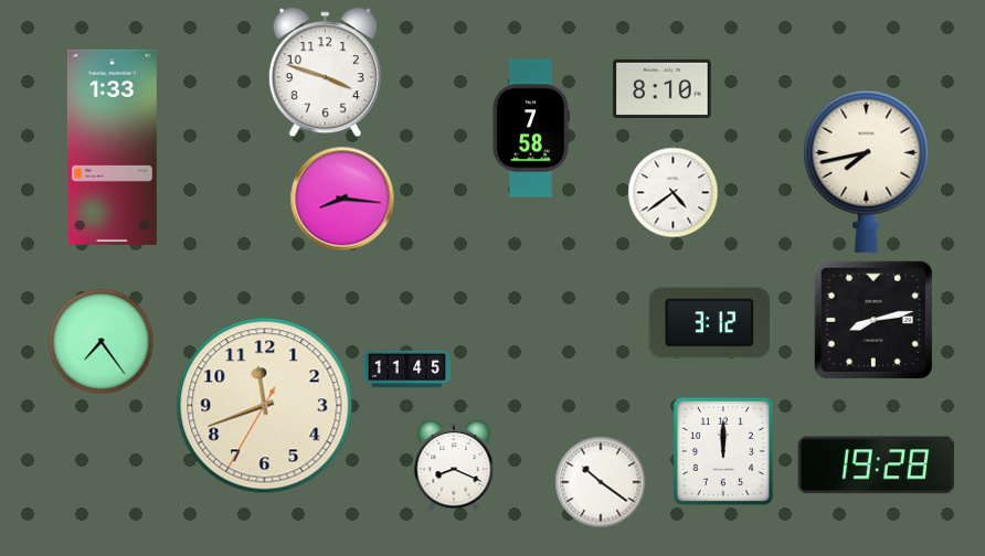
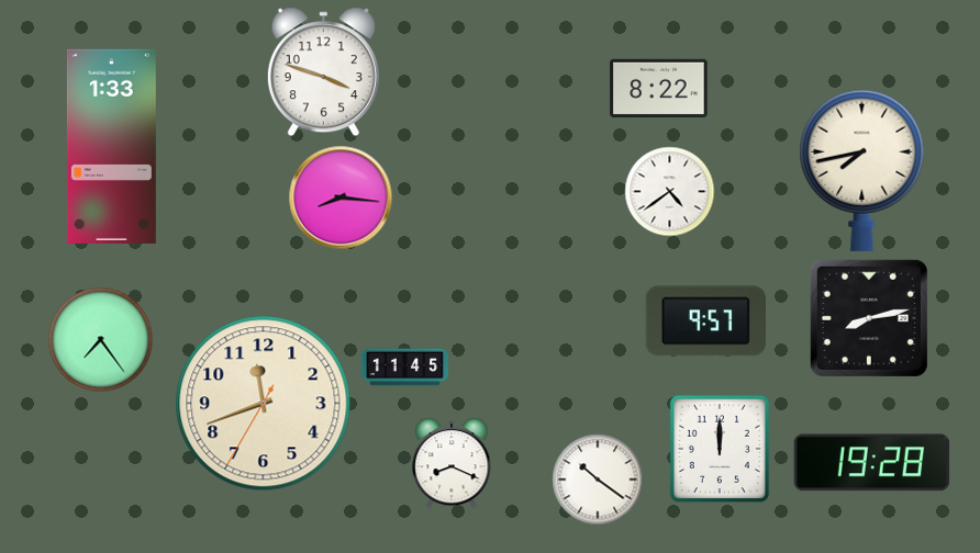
clock at (663, 88): 8:10 -> 8:22
clock at (530, 128): 7:58 -> none
clock at (709, 323): 3:12 -> 9:57
